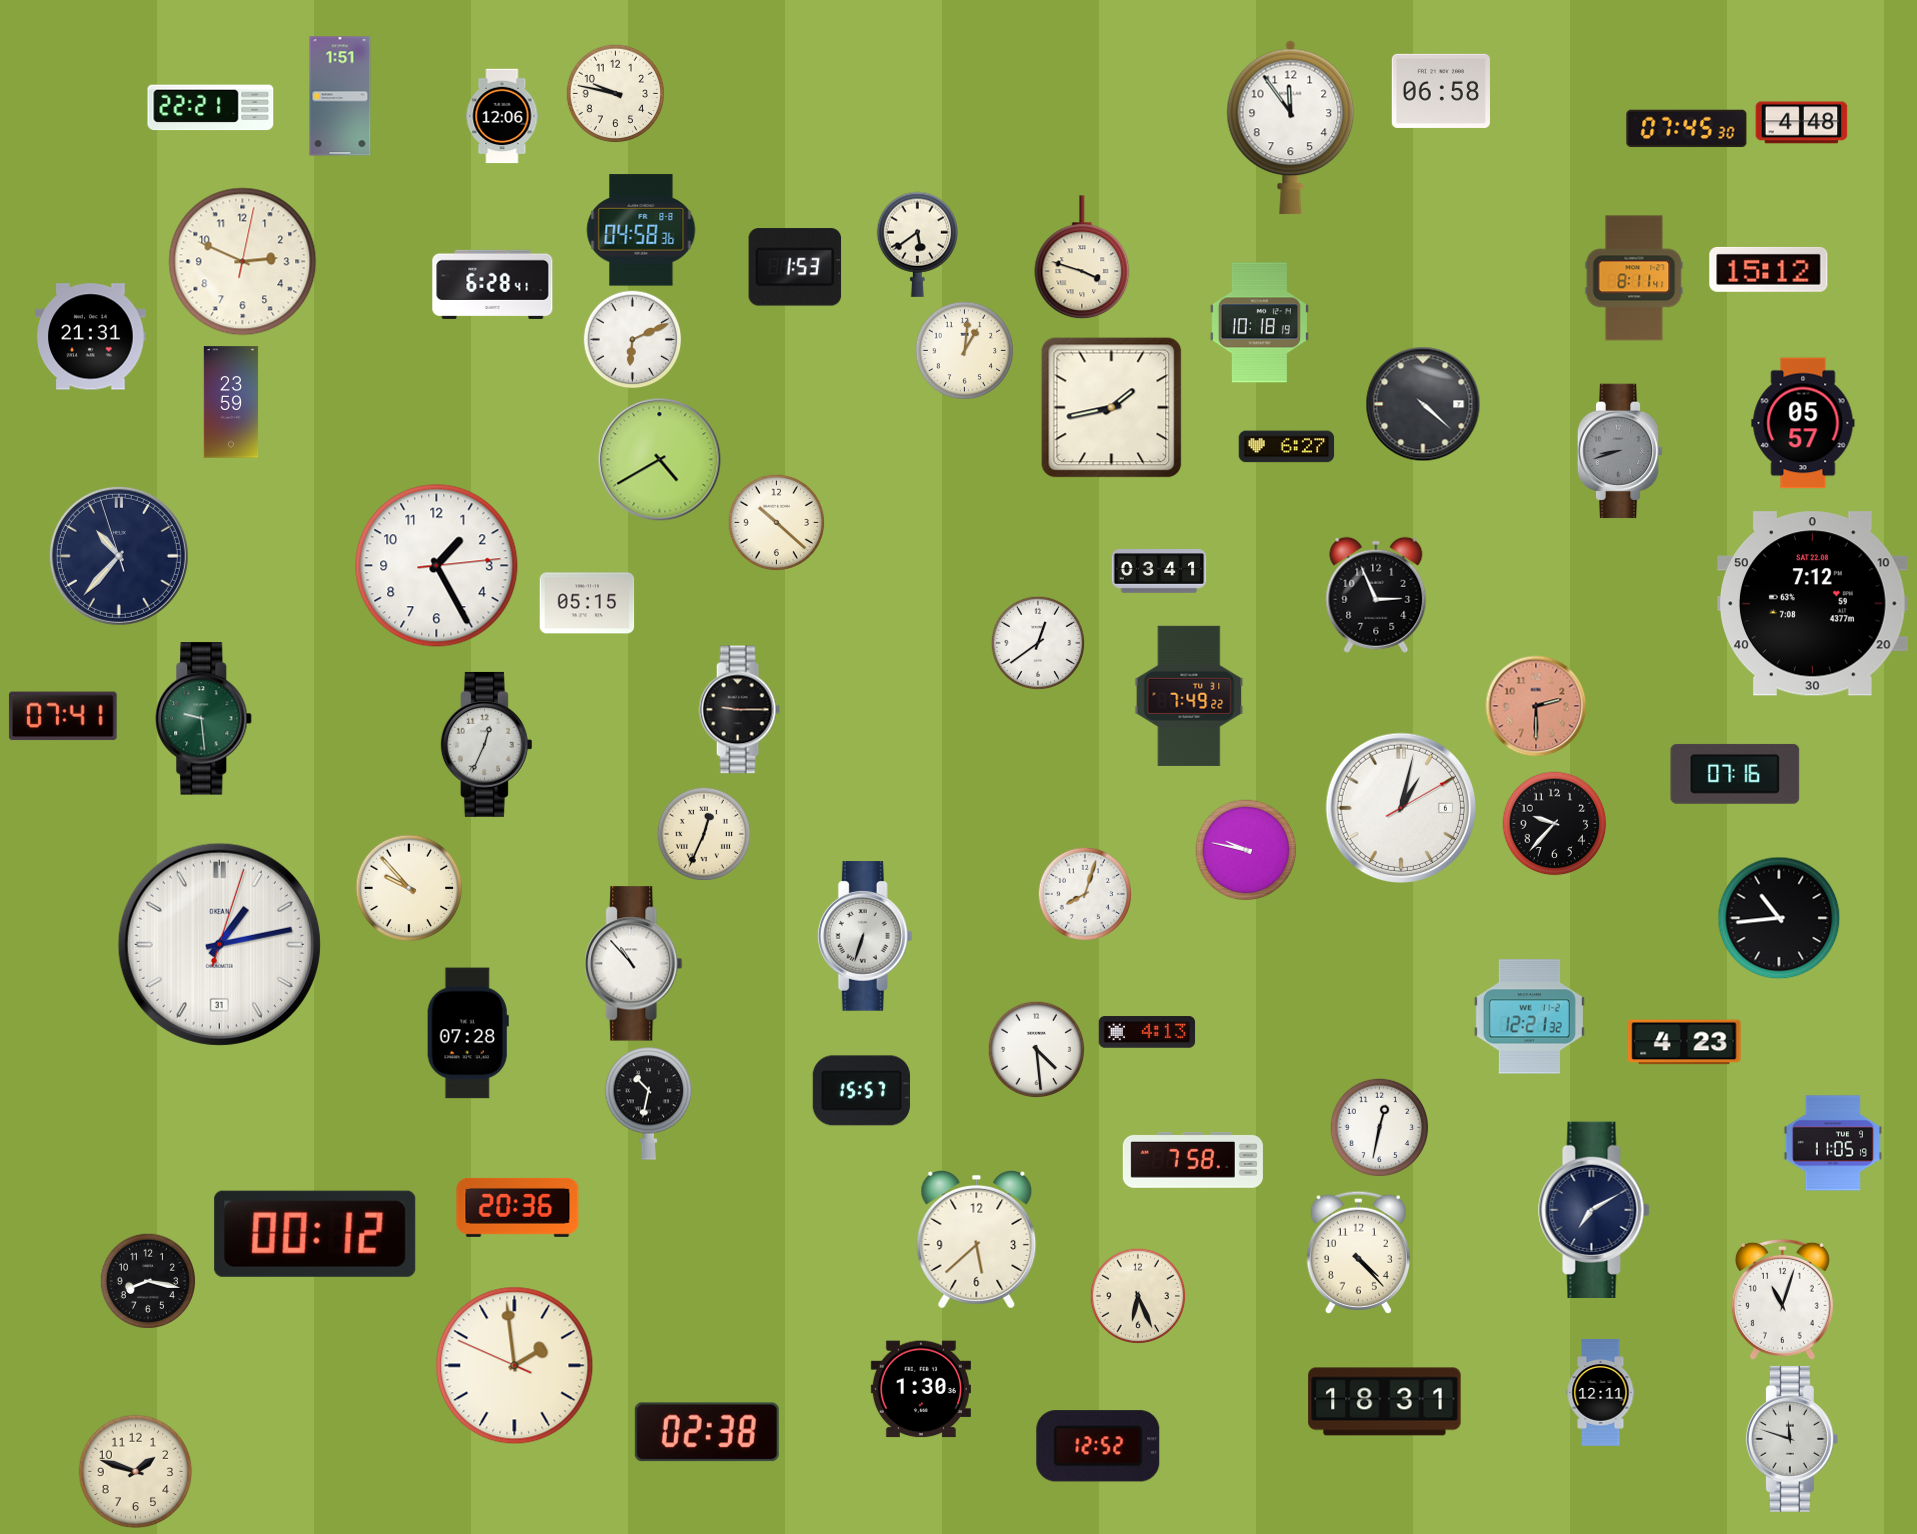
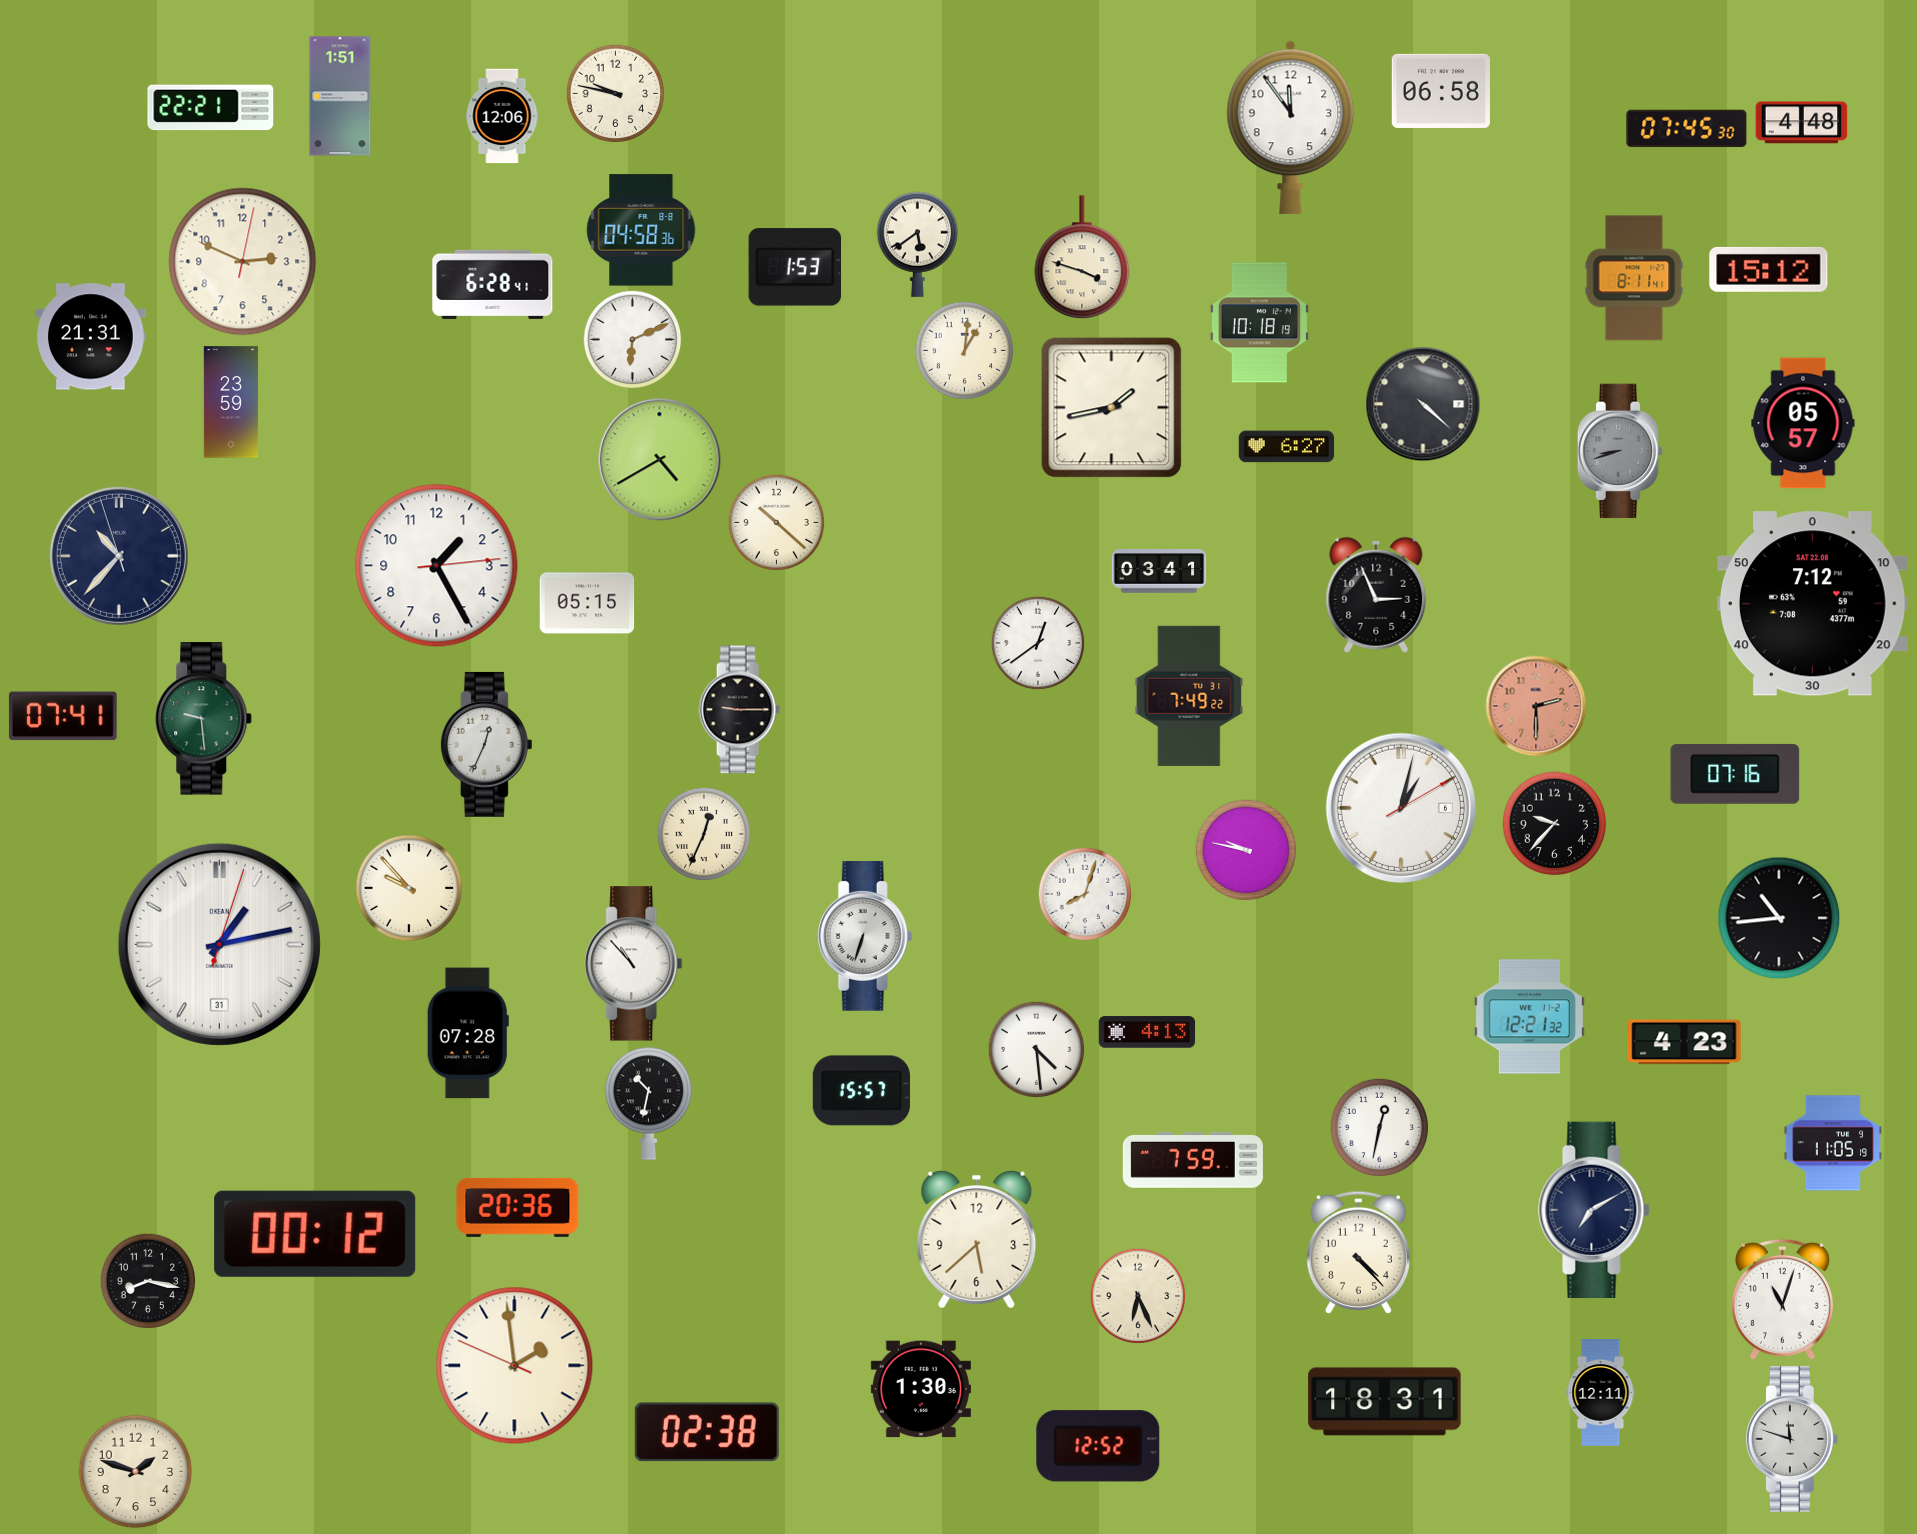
clock at (1193, 1160): 7:58 -> 7:59
